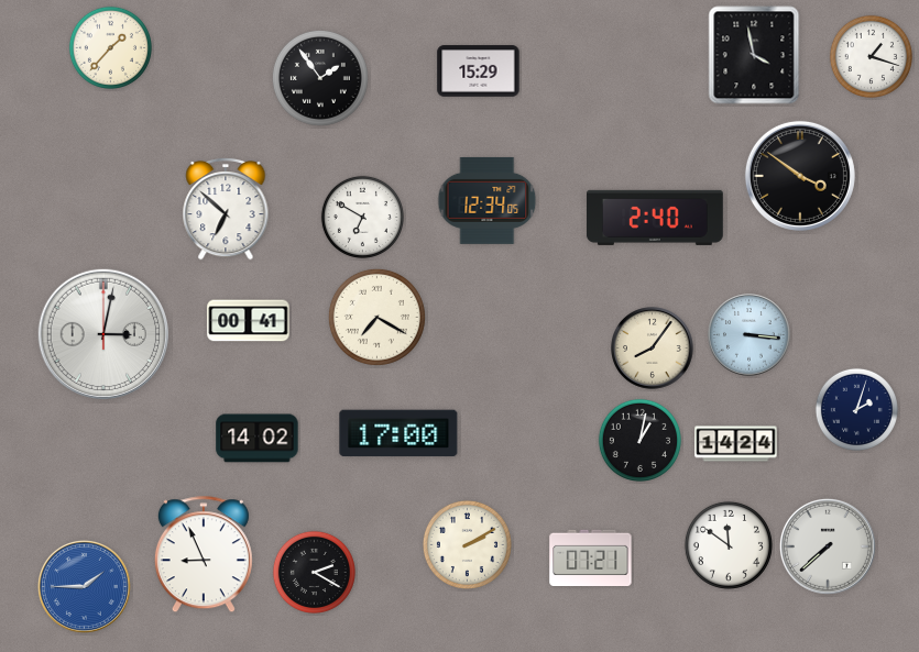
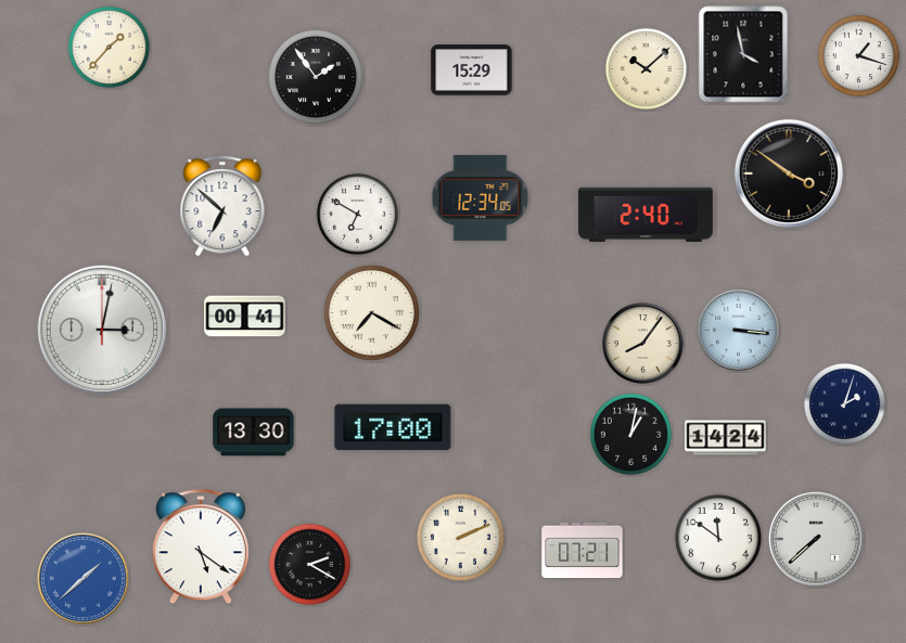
clock at (646, 68): none -> 10:08
clock at (258, 439): 14:02 -> 13:30
clock at (467, 544): 2:10 -> 2:11
clock at (204, 555): 8:56 -> 5:21
clock at (84, 586): 1:45 -> 1:38
